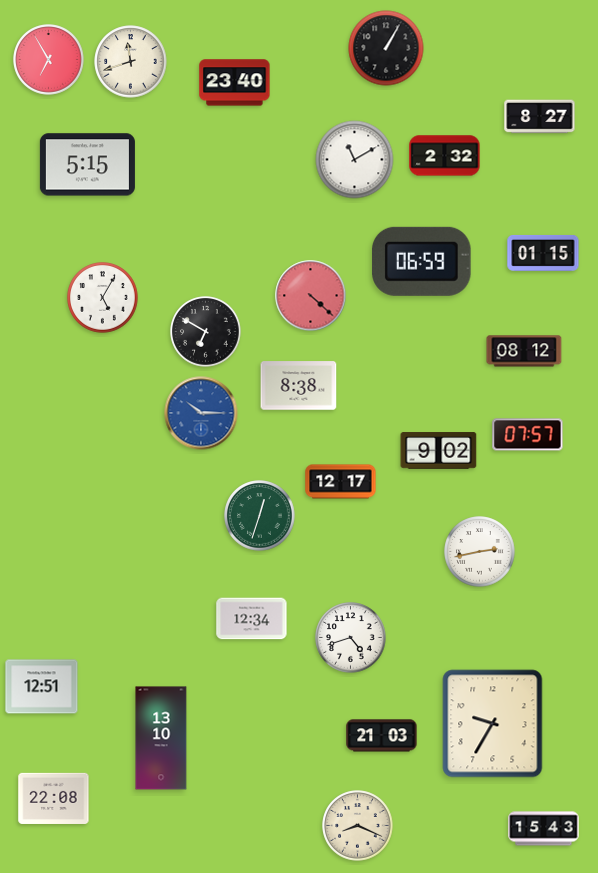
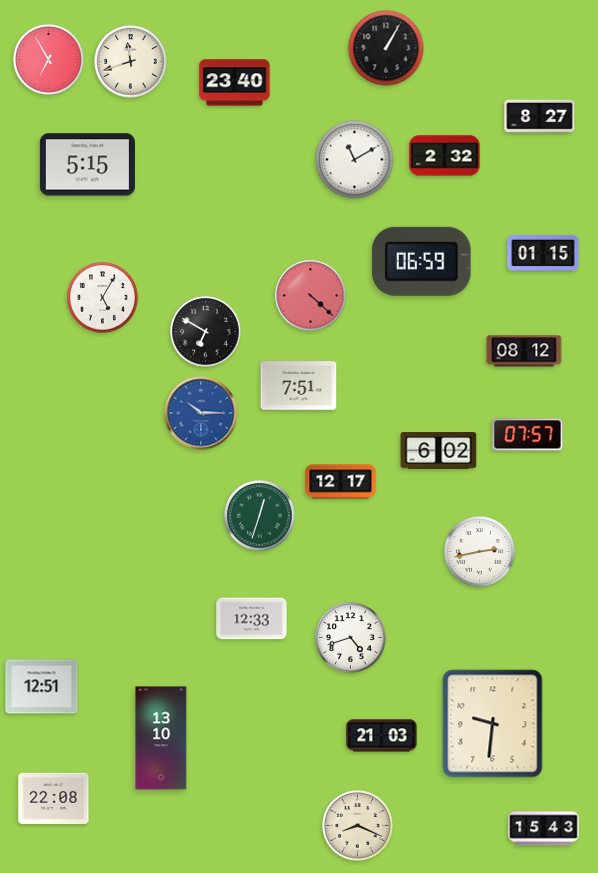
clock at (299, 386): 8:38 -> 7:51
clock at (439, 451): 9:02 -> 6:02
clock at (252, 619): 12:34 -> 12:33
clock at (493, 724): 9:35 -> 9:31
